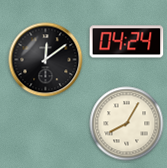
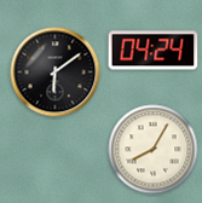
clock at (46, 60): 12:09 -> 6:09
